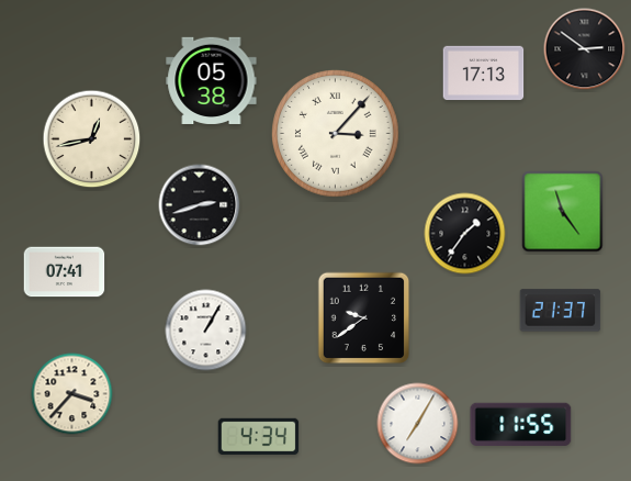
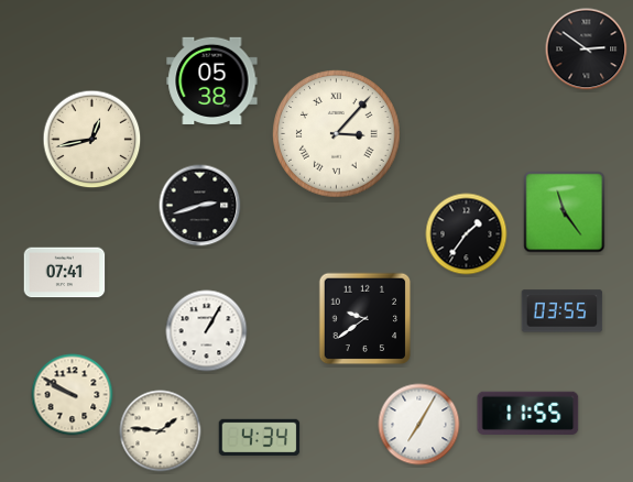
clock at (484, 74): 17:13 -> none
clock at (561, 311): 21:37 -> 03:55
clock at (72, 394): 3:37 -> 9:50
clock at (521, 424) position: (521, 424) -> (528, 413)
clock at (161, 431): none -> 1:46
